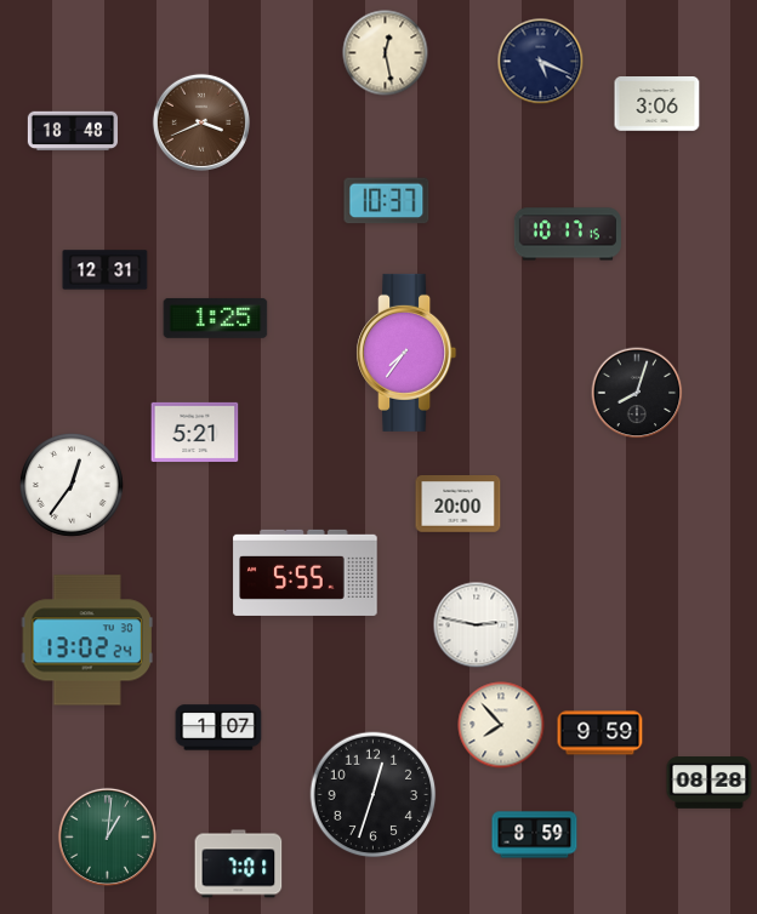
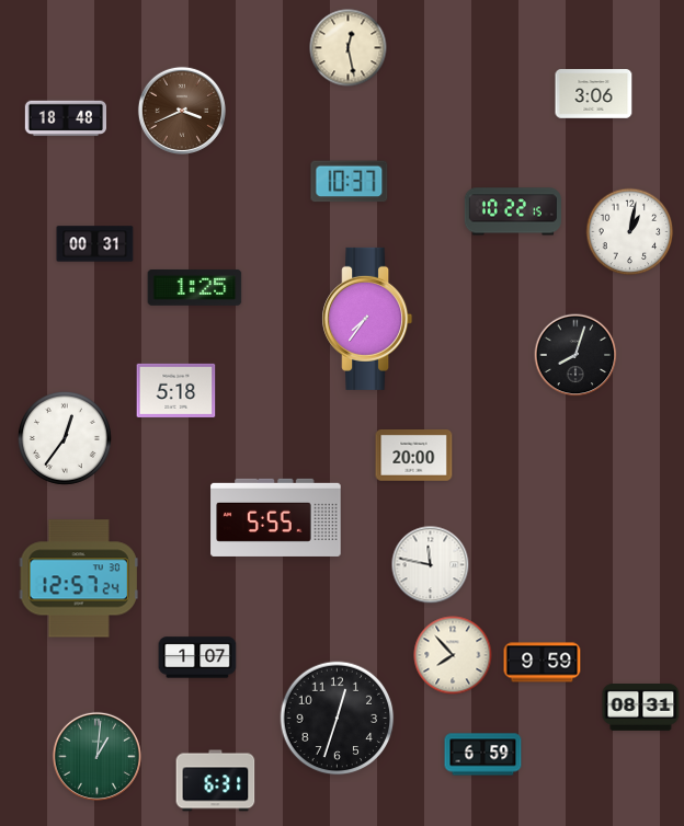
clock at (541, 62): 5:19 -> none
clock at (568, 234): 10:17 -> 10:22
clock at (630, 232): none -> 1:02
clock at (106, 270): 12:31 -> 00:31
clock at (195, 432): 5:21 -> 5:18
clock at (477, 625): 2:47 -> 11:47
clock at (87, 640): 13:02 -> 12:57
clock at (710, 783): 08:28 -> 08:31
clock at (535, 835): 8:59 -> 6:59
clock at (239, 864): 7:01 -> 6:31
